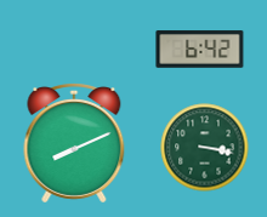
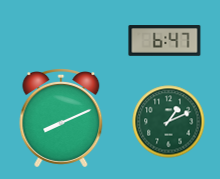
clock at (200, 50): 6:42 -> 6:47
clock at (205, 148): 3:17 -> 1:11
